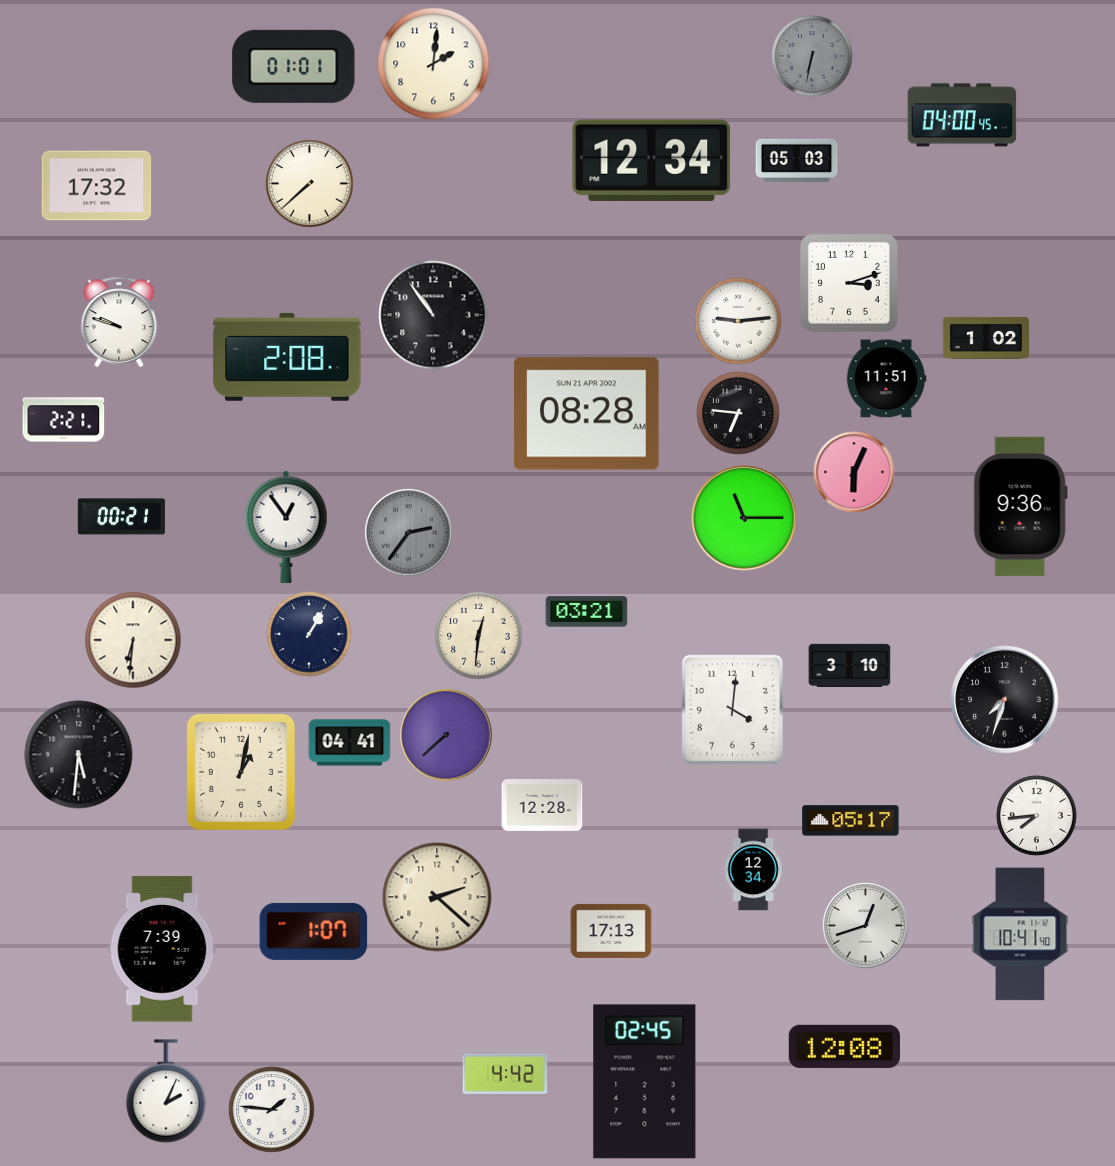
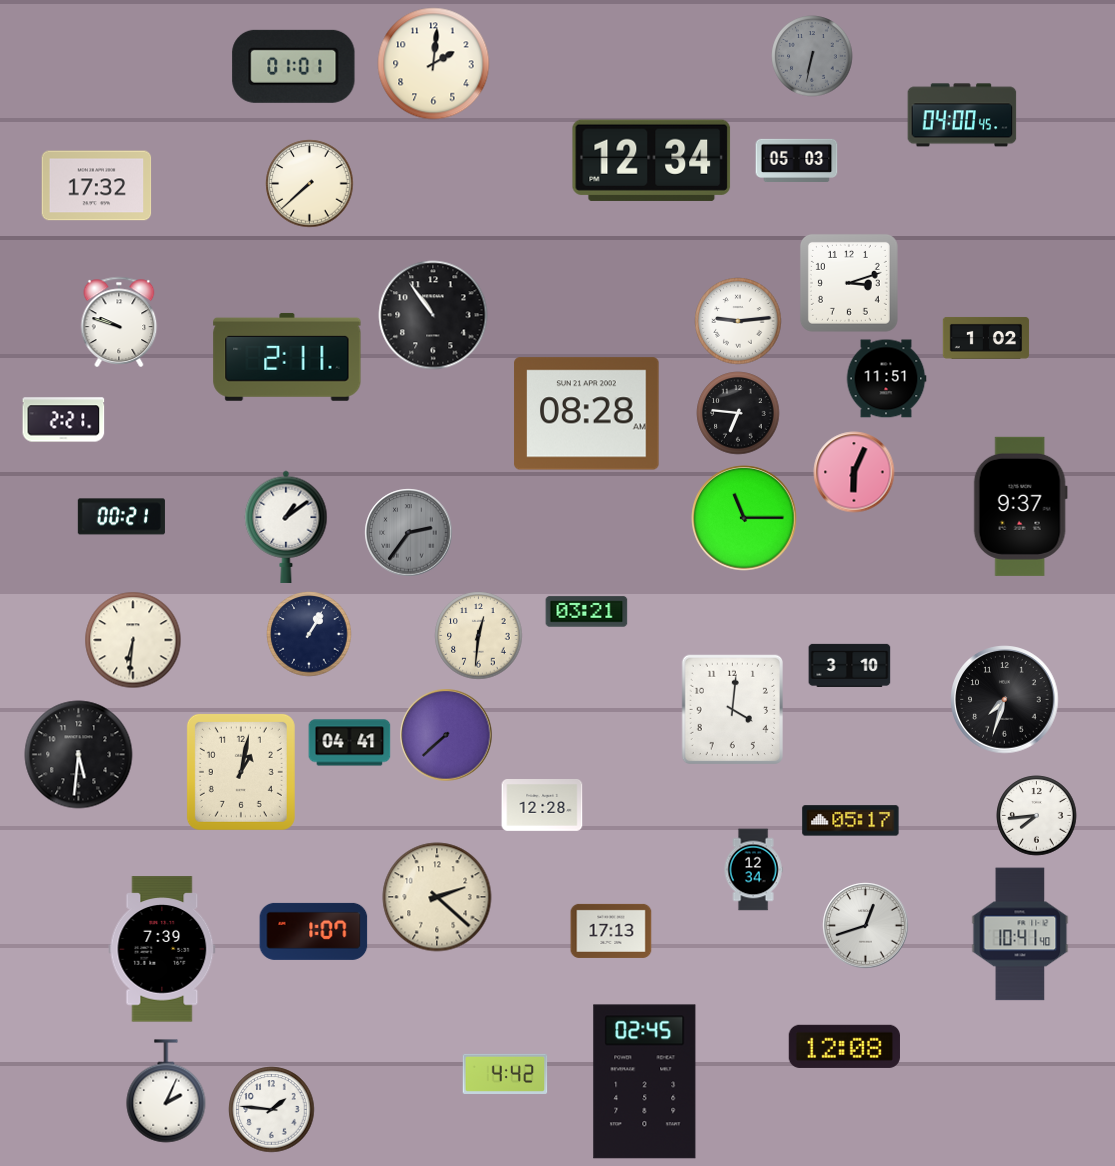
clock at (287, 357): 2:08 -> 2:11
clock at (1020, 506): 9:36 -> 9:37
clock at (286, 527): 12:54 -> 1:09
